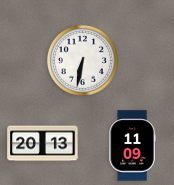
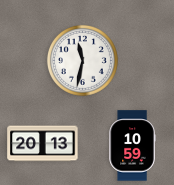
clock at (82, 60): 6:32 -> 11:32
clock at (132, 146): 11:09 -> 10:59
